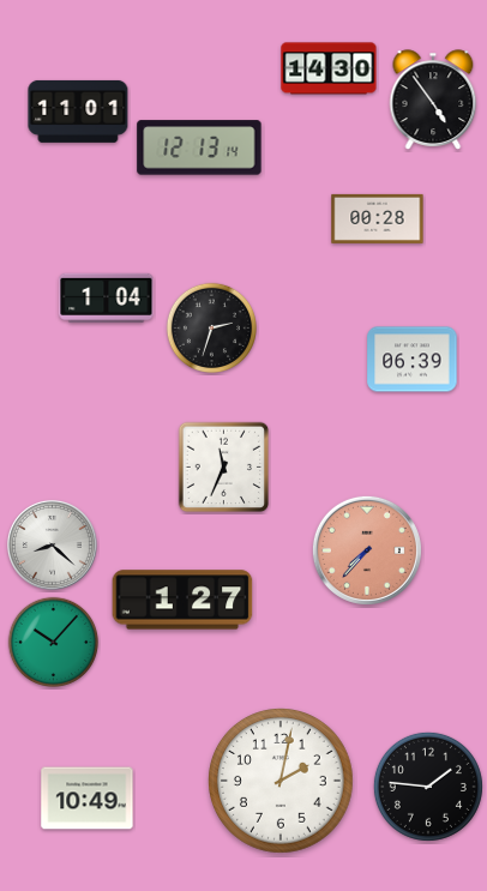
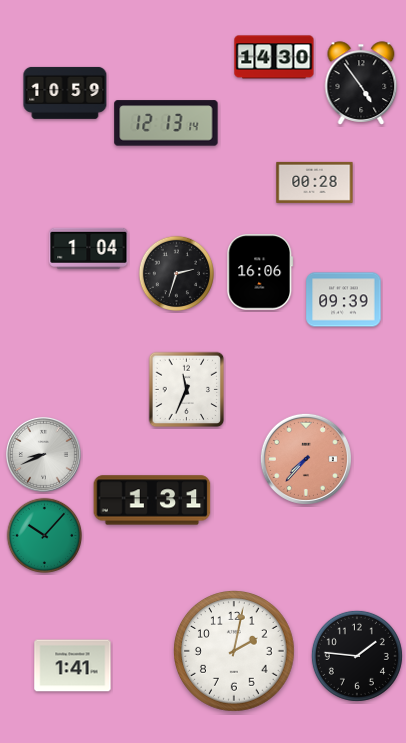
clock at (78, 112): 11:01 -> 10:59
clock at (260, 272): none -> 16:06
clock at (413, 360): 06:39 -> 09:39
clock at (52, 544): 8:22 -> 8:41
clock at (182, 600): 1:27 -> 1:31
clock at (88, 799): 10:49 -> 1:41
